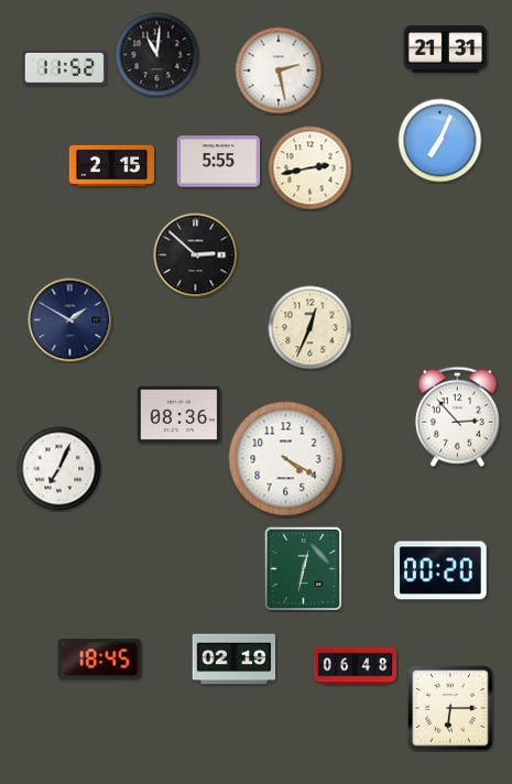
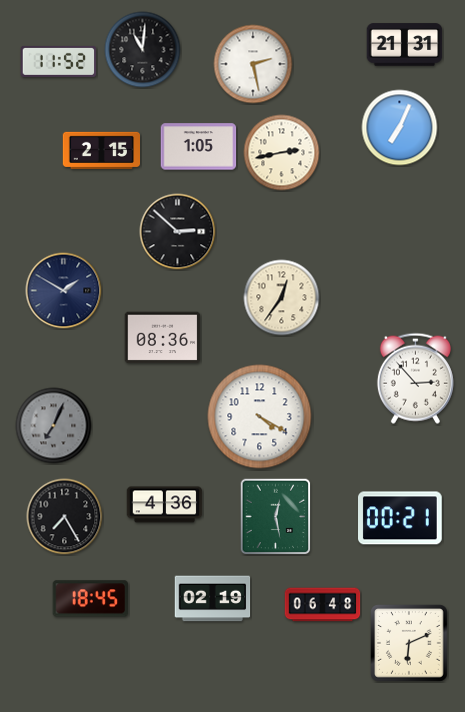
clock at (219, 162): 5:55 -> 1:05
clock at (311, 328): 12:34 -> 12:36
clock at (179, 415) position: (179, 415) -> (163, 338)
clock at (59, 469) dial: white -> grey
clock at (165, 505): none -> 4:36
clock at (65, 517): none -> 7:25
clock at (304, 569): 12:32 -> 12:28
clock at (442, 570): 00:20 -> 00:21
clock at (450, 708): 6:15 -> 6:11
